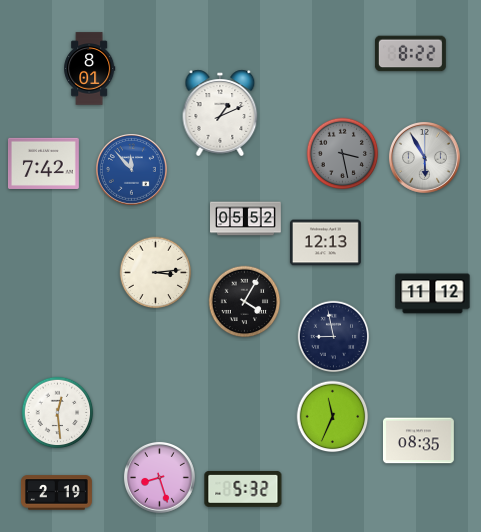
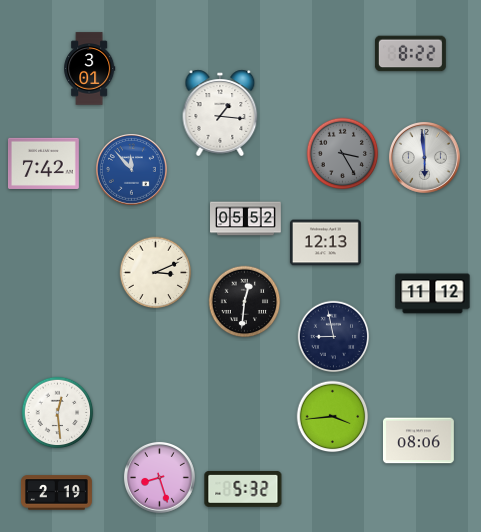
clock at (90, 69): 8:01 -> 3:01
clock at (220, 113): 1:11 -> 1:16
clock at (343, 154): 3:28 -> 3:25
clock at (424, 157): 5:55 -> 5:59
clock at (156, 273): 3:14 -> 3:11
clock at (245, 302): 4:05 -> 12:31
clock at (333, 417): 11:34 -> 3:44
clock at (418, 441): 08:35 -> 08:06
